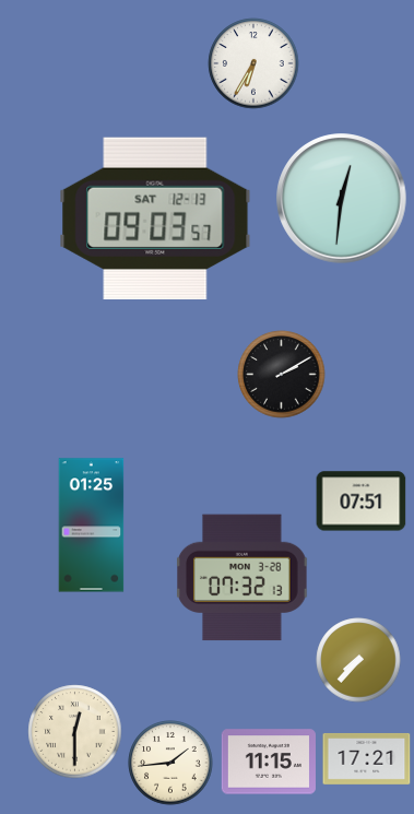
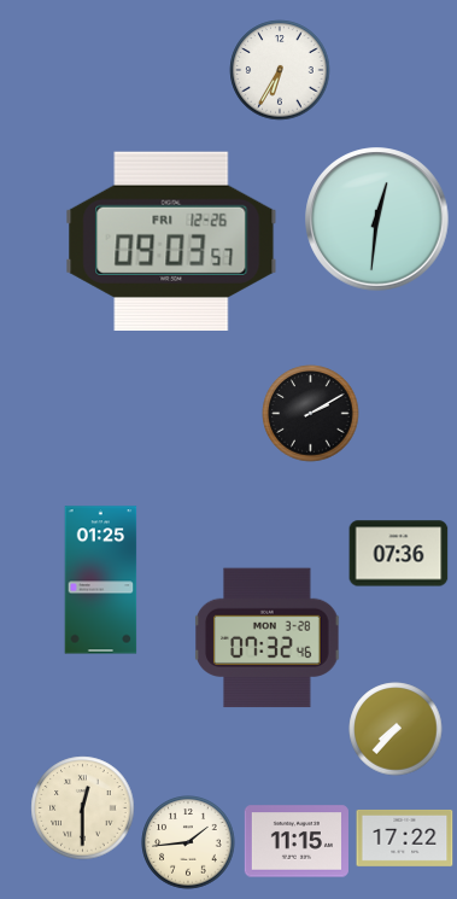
clock at (155, 217) date: SAT 12-13 -> FRI 12-26
clock at (362, 502): 07:51 -> 07:36
clock at (243, 578): 07:32:13 -> 07:32:46
clock at (367, 758): 17:21 -> 17:22
